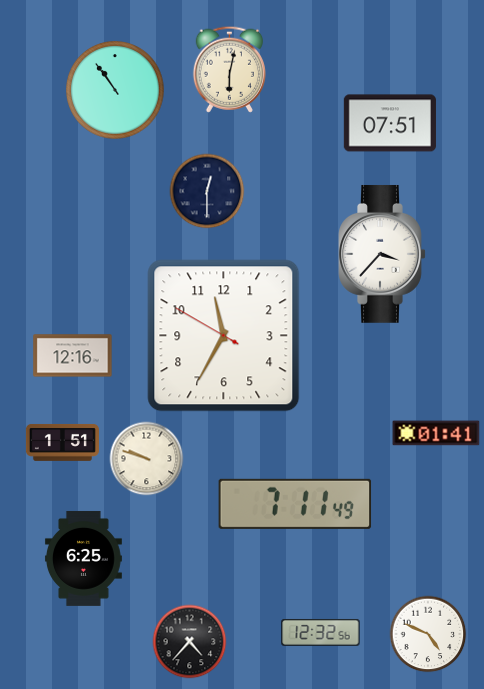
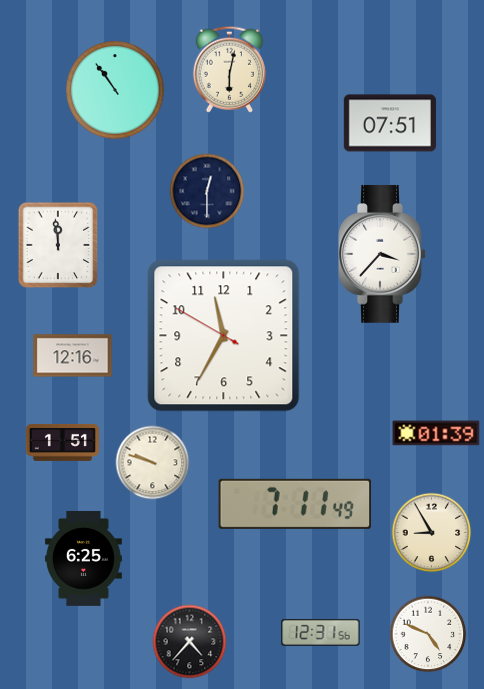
clock at (58, 245): none -> 11:59
clock at (436, 433): 01:41 -> 01:39
clock at (147, 459) position: (147, 459) -> (153, 463)
clock at (432, 533): none -> 8:55
clock at (321, 632): 12:32 -> 12:31
